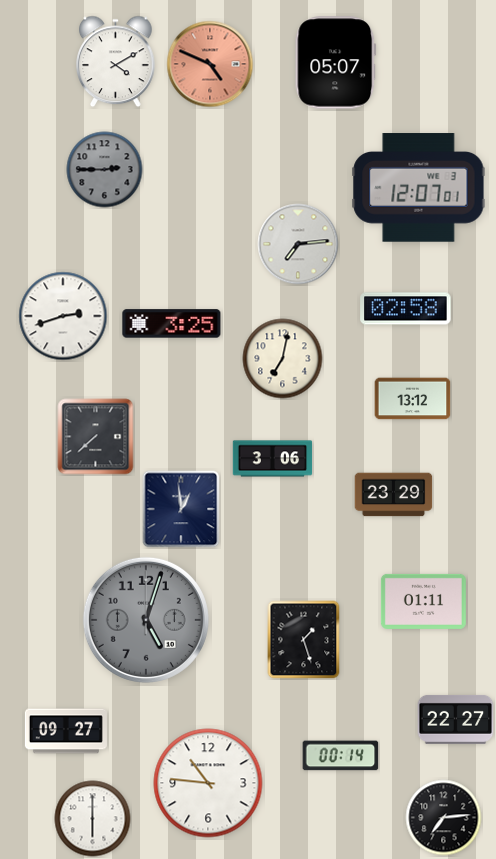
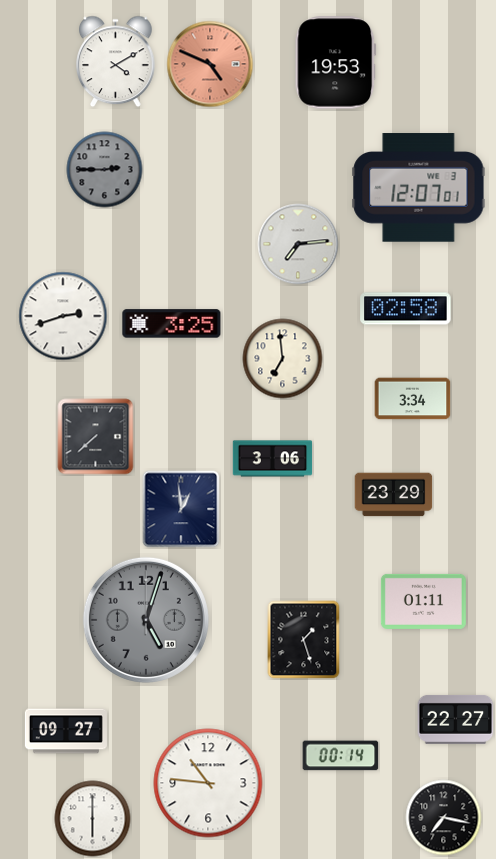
clock at (336, 63): 05:07 -> 19:53
clock at (283, 359): 7:02 -> 6:59
clock at (413, 399): 13:12 -> 3:34
clock at (444, 818): 7:14 -> 7:17
